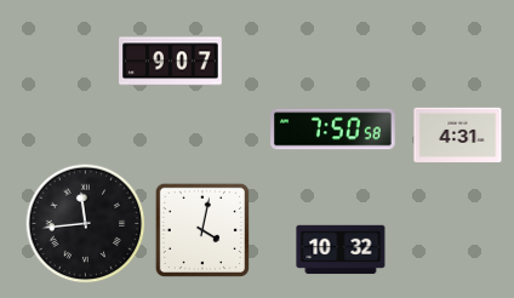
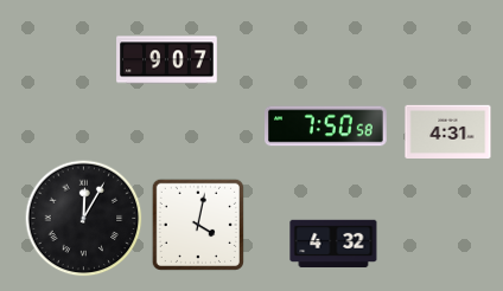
clock at (86, 224): 11:44 -> 12:05
clock at (341, 250): 10:32 -> 4:32
